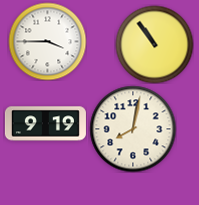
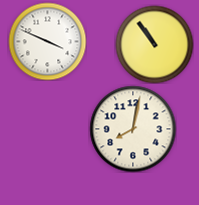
clock at (47, 41): 3:45 -> 3:49
clock at (45, 124): 9:19 -> none
